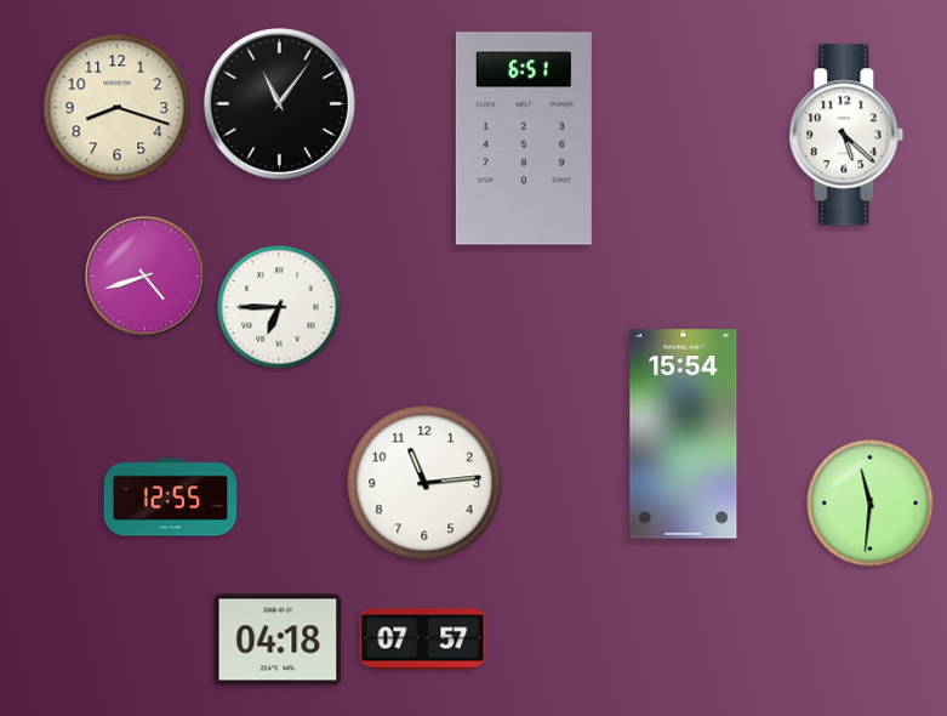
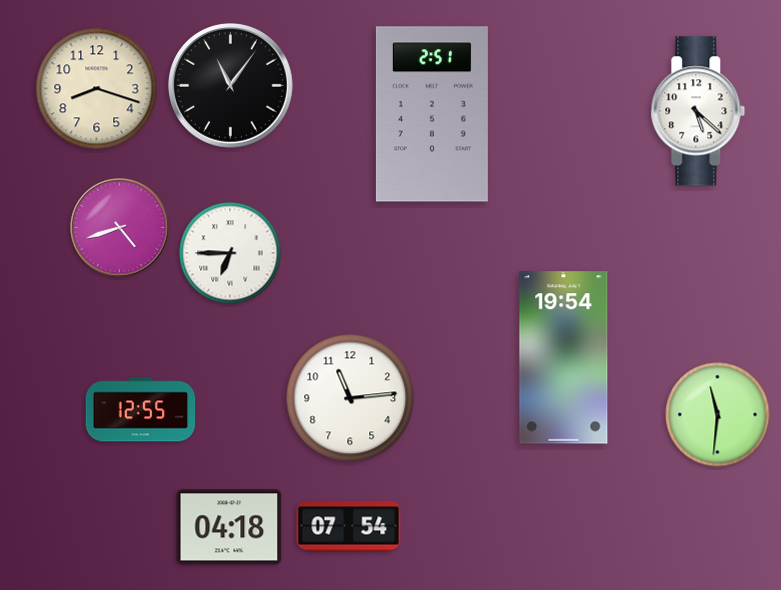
clock at (524, 138): 6:51 -> 2:51
clock at (684, 434): 15:54 -> 19:54
clock at (423, 640): 07:57 -> 07:54
